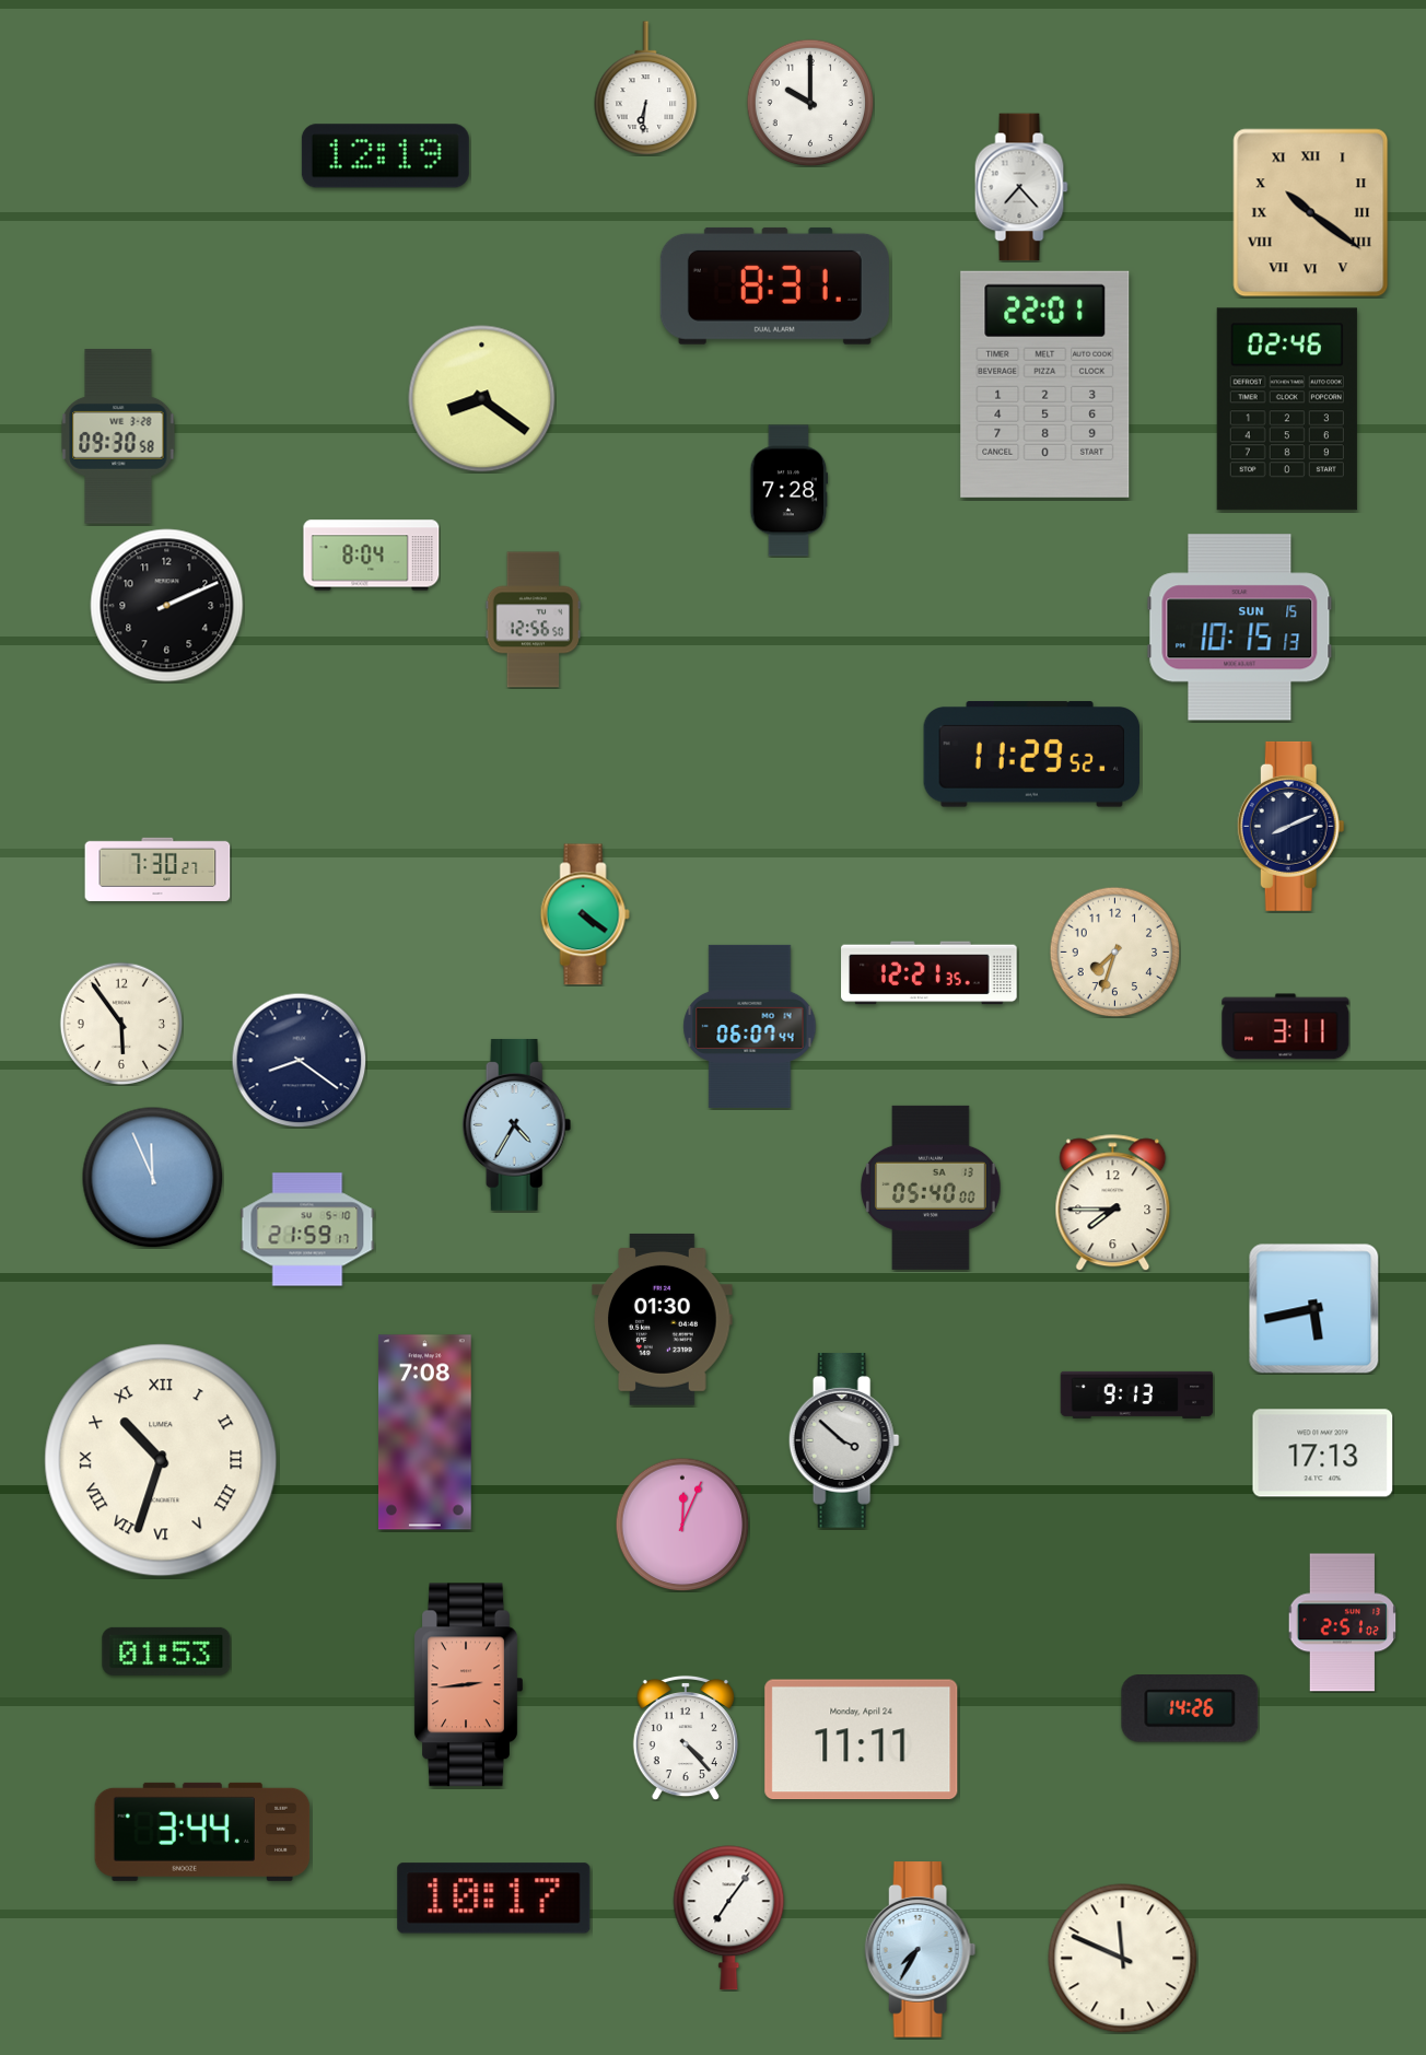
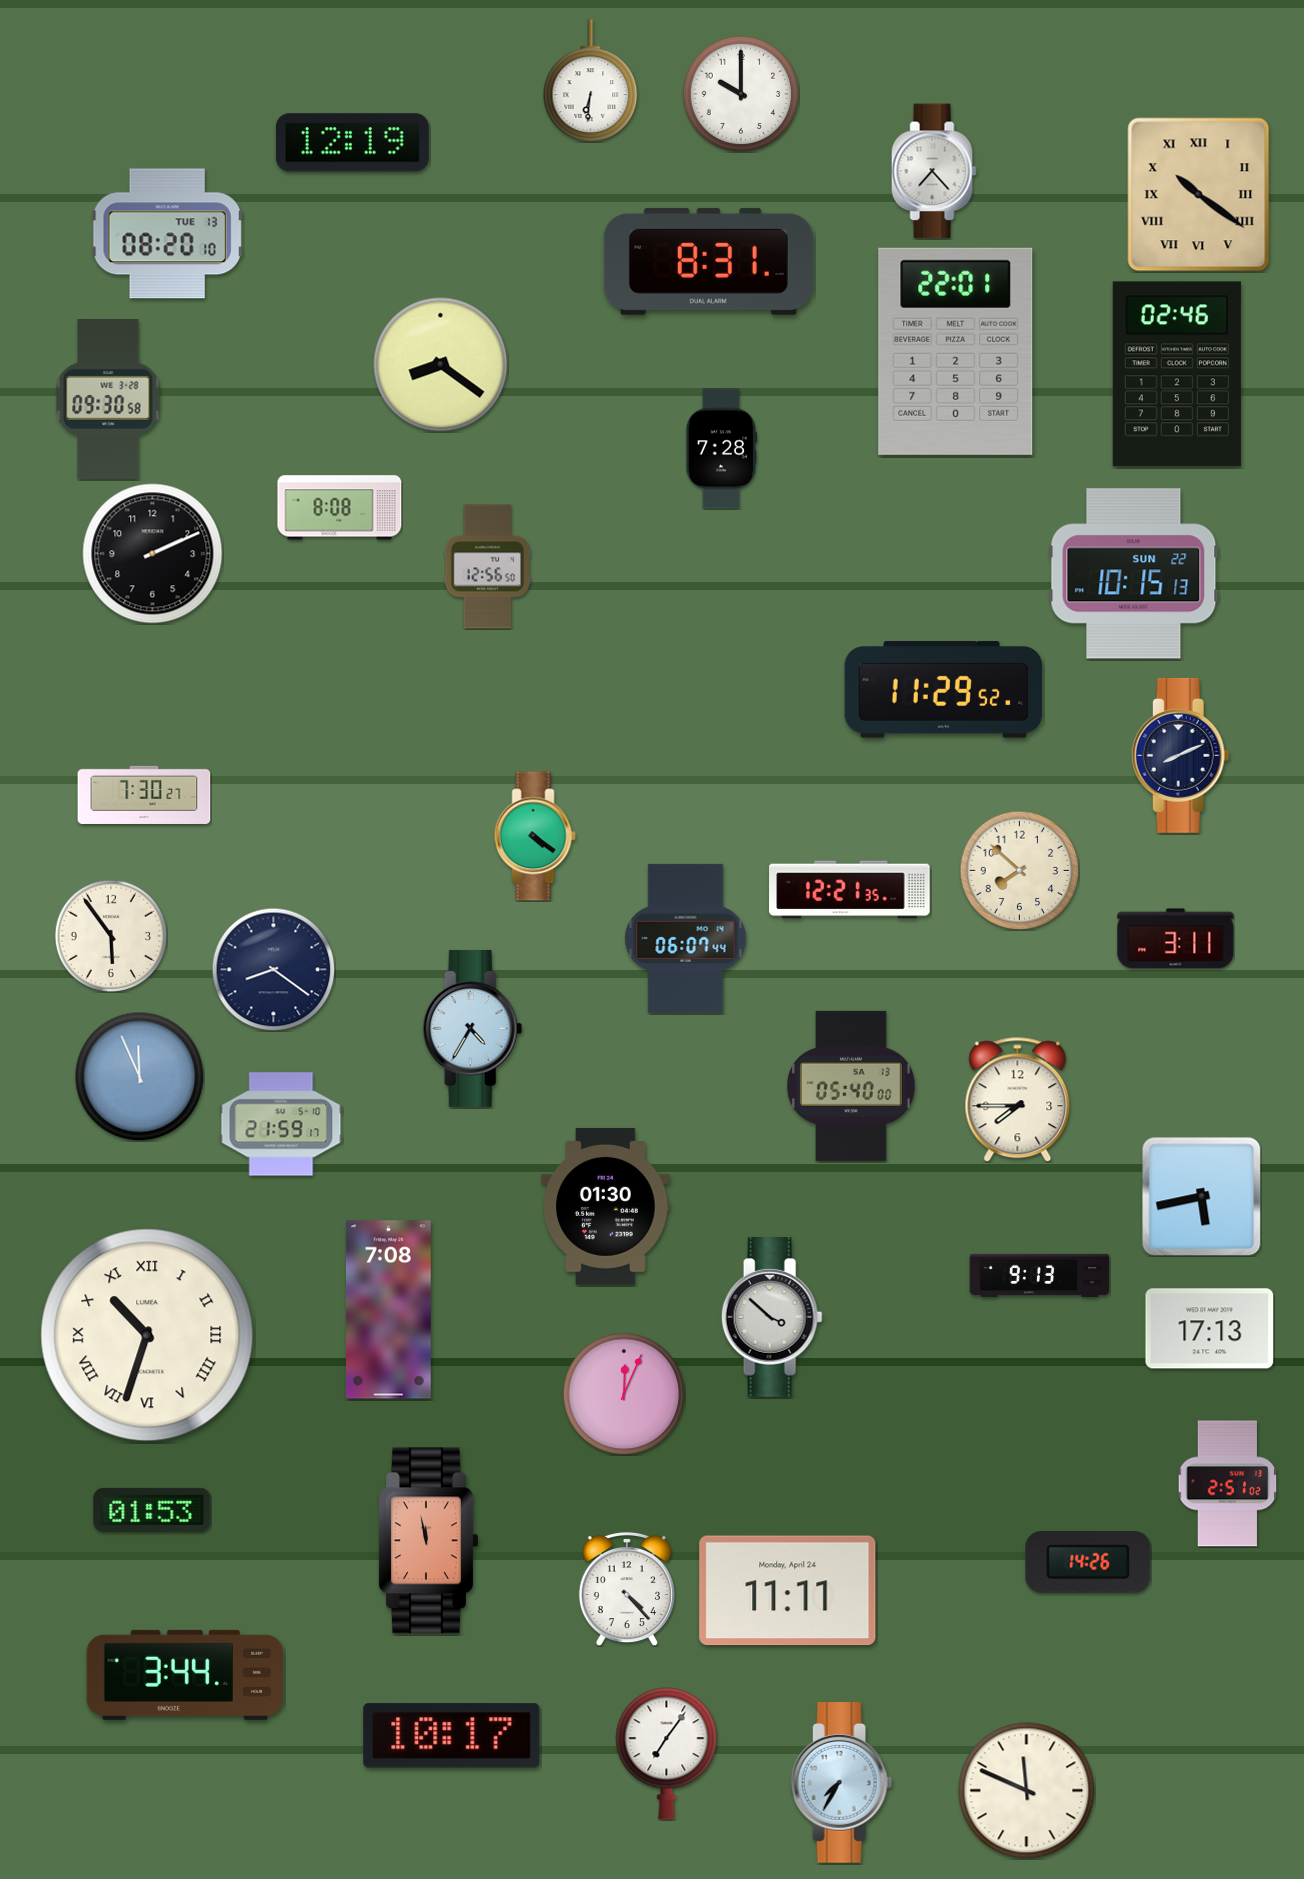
clock at (167, 234): none -> 08:20
clock at (372, 556): 8:04 -> 8:08
clock at (1240, 628) date: SUN 15 -> SUN 22
clock at (1114, 951): 7:33 -> 7:52
clock at (469, 1685): 2:44 -> 11:58
